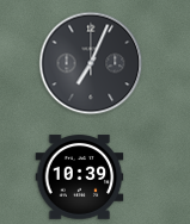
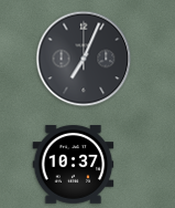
clock at (80, 178): 10:39 -> 10:37
